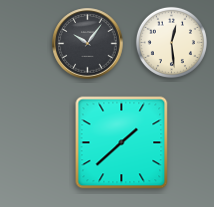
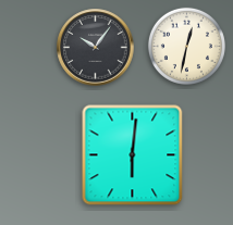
clock at (171, 42): 12:29 -> 12:32
clock at (122, 143): 1:38 -> 6:01
